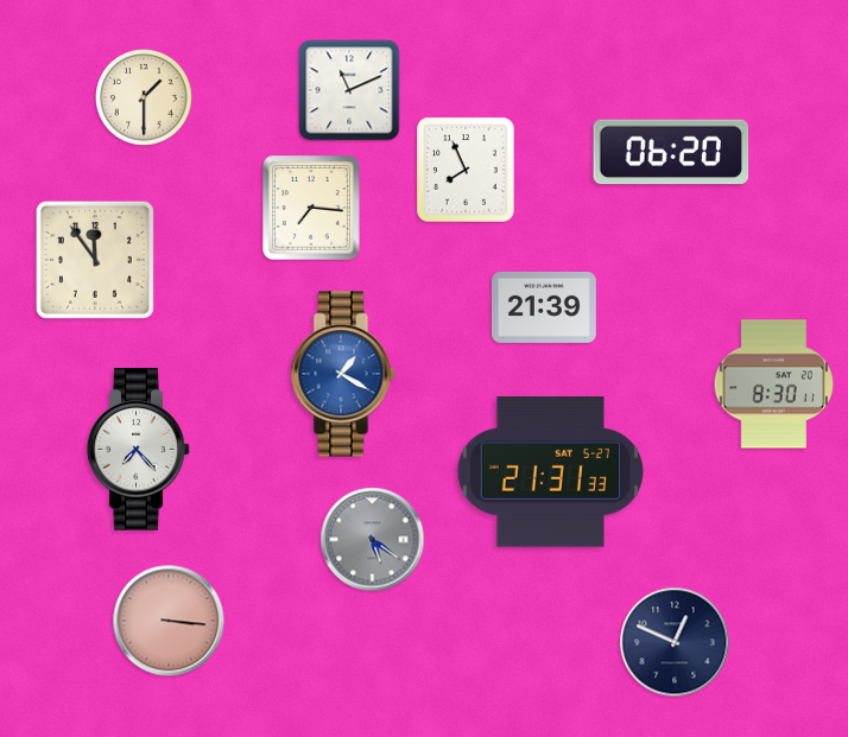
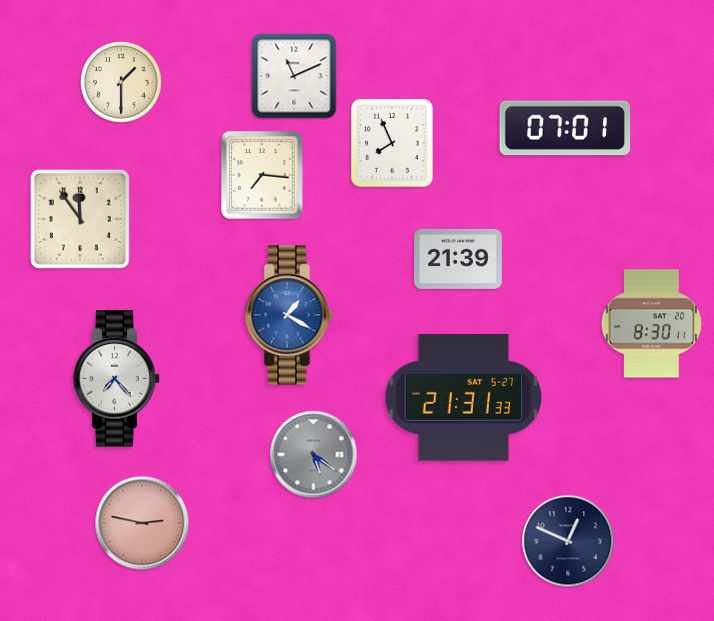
clock at (671, 152): 06:20 -> 07:01
clock at (169, 621): 3:16 -> 2:47
